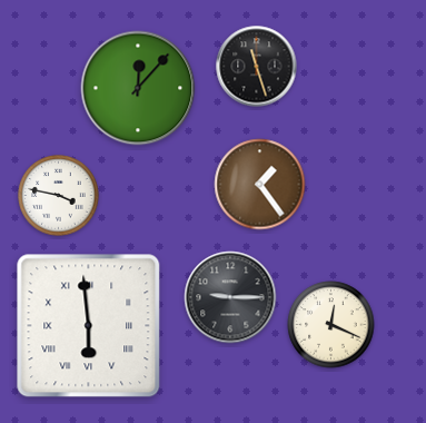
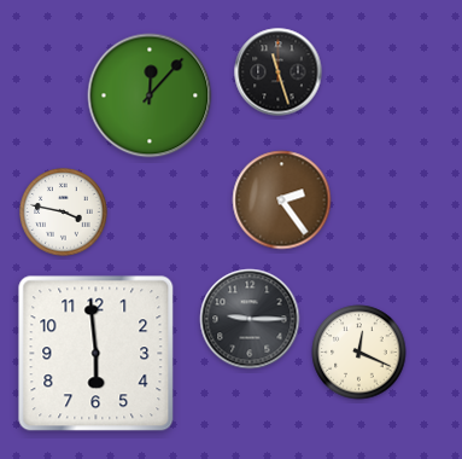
clock at (260, 185): 1:24 -> 2:24
clock at (230, 297) position: (230, 297) -> (250, 319)
clock at (89, 326) numerals: Roman -> Arabic
